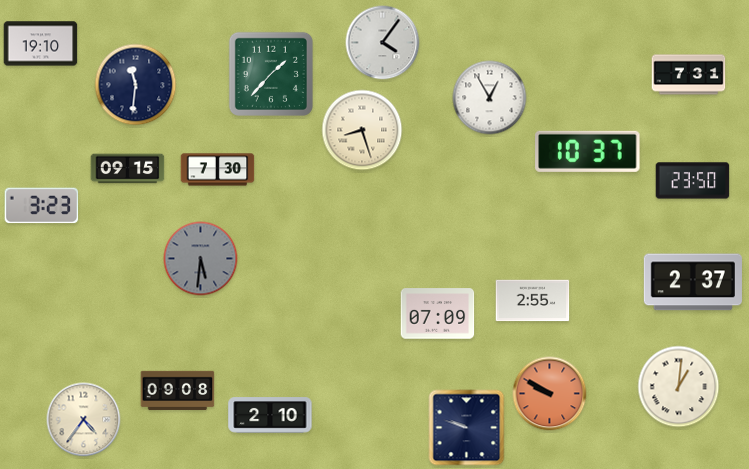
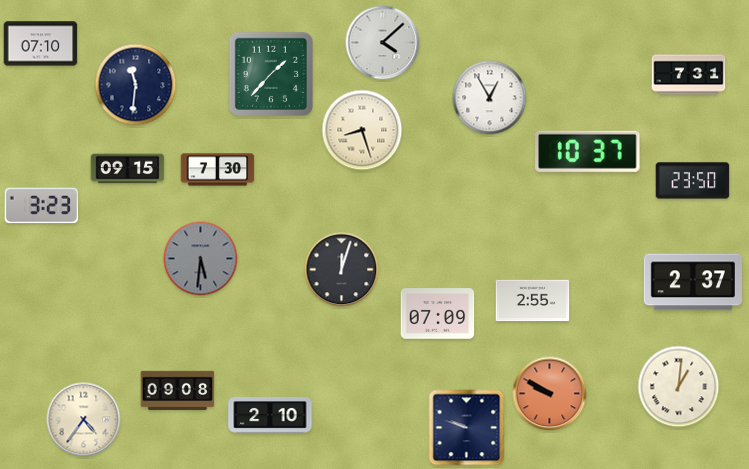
clock at (383, 43): 4:06 -> 4:08
clock at (41, 44): 19:10 -> 07:10
clock at (342, 270): none -> 12:03
